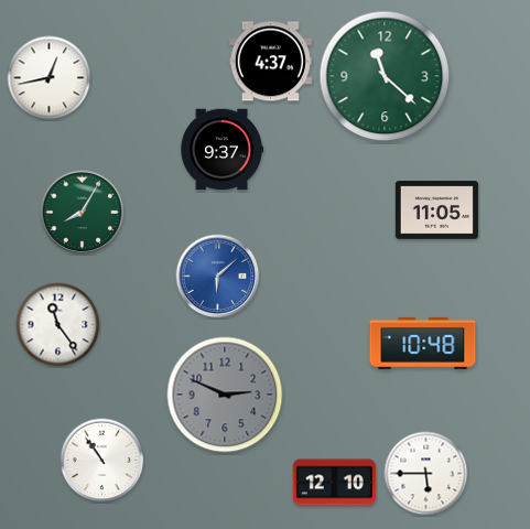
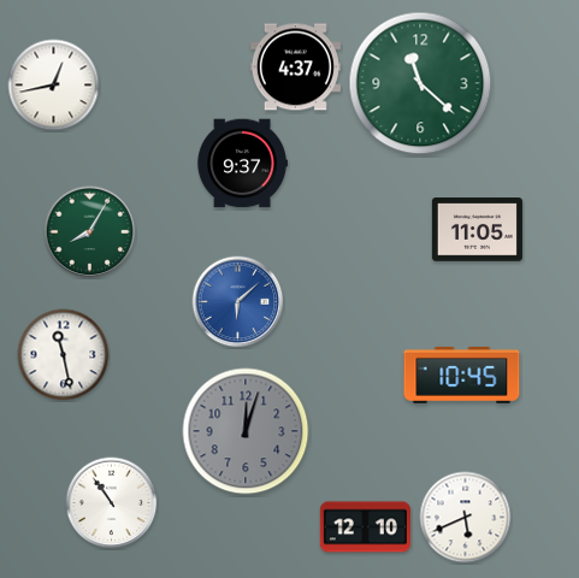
clock at (58, 325): 11:24 -> 11:28
clock at (423, 343): 10:48 -> 10:45
clock at (225, 395): 2:49 -> 12:03
clock at (426, 474): 5:45 -> 5:41
